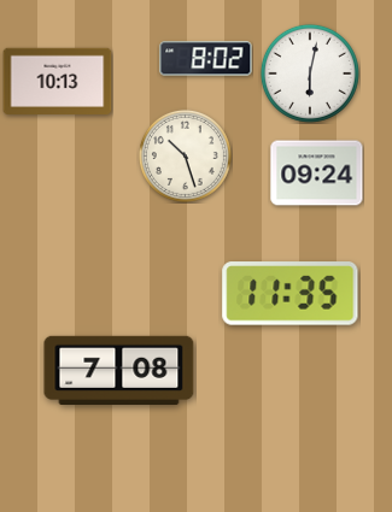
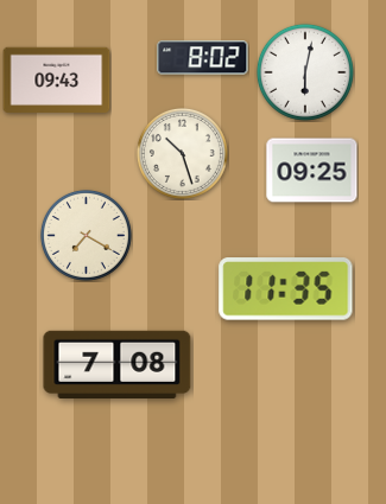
clock at (58, 82): 10:13 -> 09:43
clock at (317, 173): 09:24 -> 09:25
clock at (86, 235): none -> 7:20
